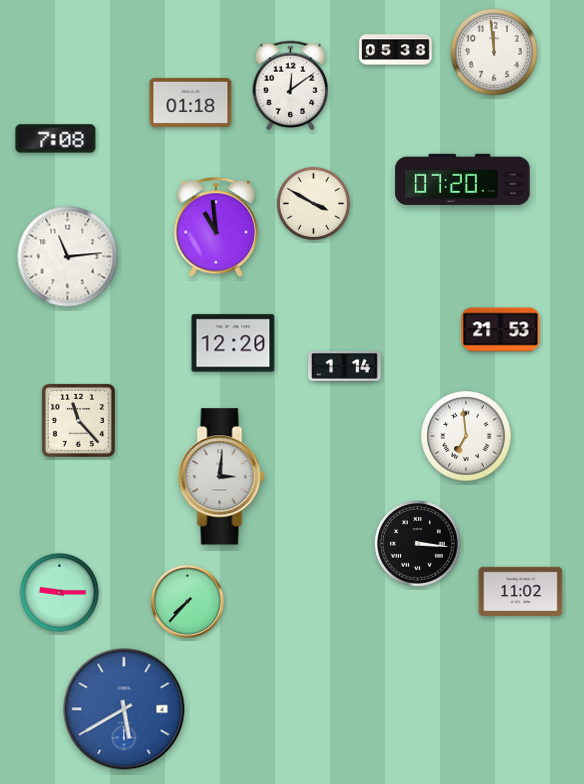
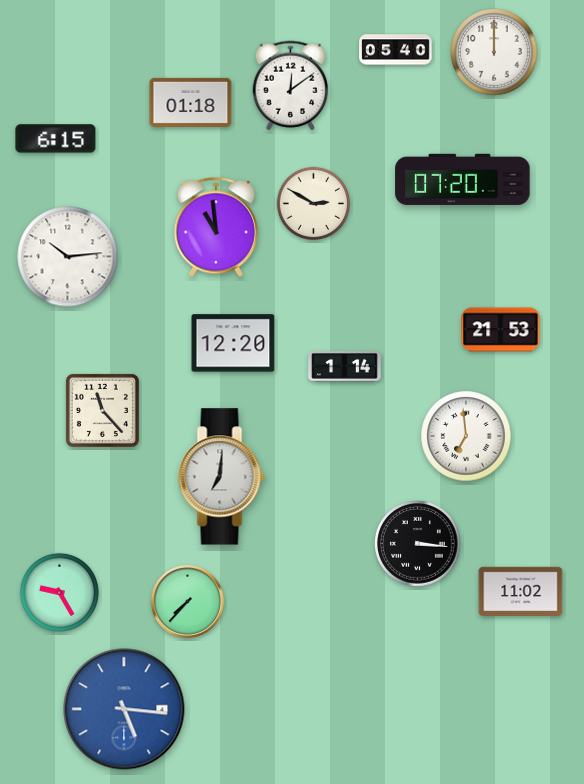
clock at (396, 50): 05:38 -> 05:40
clock at (494, 52): 11:59 -> 12:00
clock at (56, 139): 7:08 -> 6:15
clock at (314, 204): 3:50 -> 2:50
clock at (68, 257): 11:14 -> 10:14
clock at (78, 420) position: (78, 420) -> (102, 410)
clock at (222, 477): 3:01 -> 7:01
clock at (59, 592): 9:15 -> 9:25
clock at (124, 709): 5:40 -> 5:16
